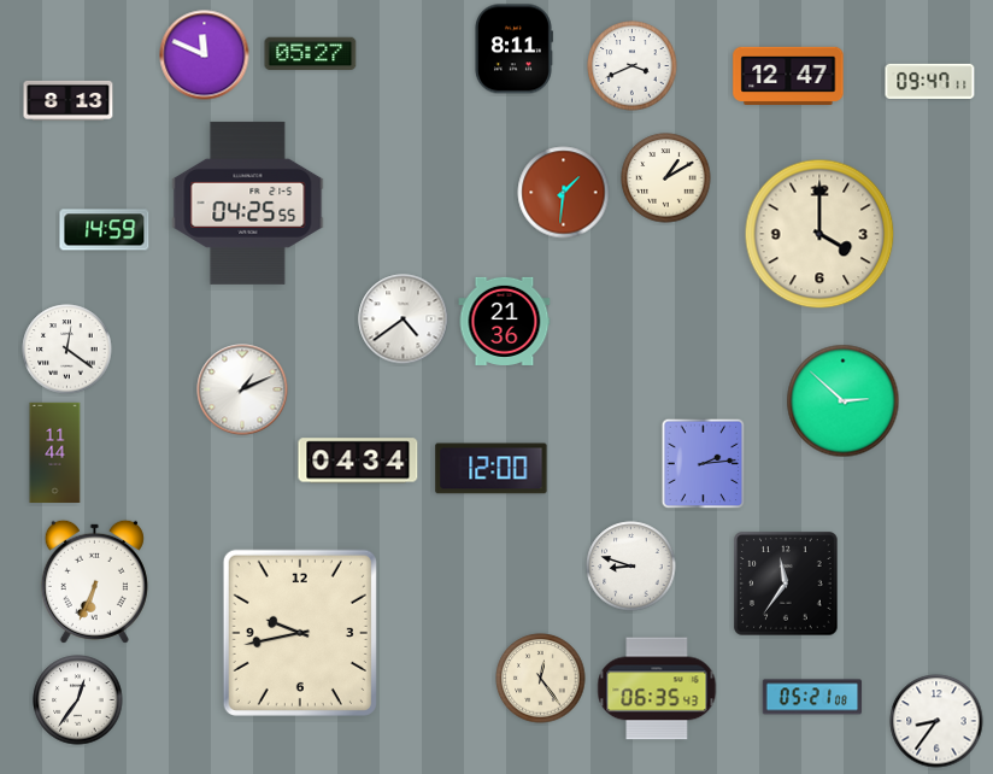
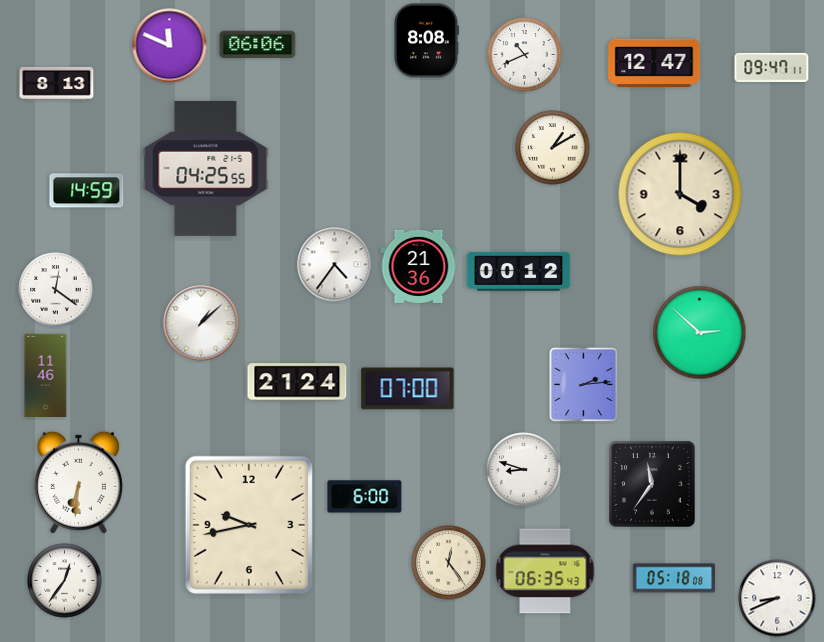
clock at (515, 49): 8:11 -> 8:08
clock at (311, 54): 05:27 -> 06:06
clock at (633, 66): 3:41 -> 10:41
clock at (564, 193): 1:31 -> none
clock at (404, 319): 4:39 -> 4:36
clock at (519, 272): none -> 00:12
clock at (242, 389): 1:11 -> 1:08
clock at (55, 452): 11:44 -> 11:46
clock at (358, 461): 04:34 -> 21:24
clock at (492, 469): 12:00 -> 07:00
clock at (94, 581): 6:34 -> 6:31
clock at (365, 497): none -> 6:00
clock at (812, 697): 05:21 -> 05:18
clock at (936, 721): 8:36 -> 8:41
